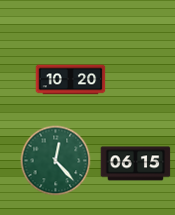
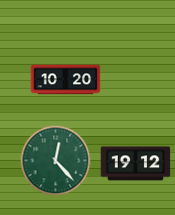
clock at (71, 80) position: (71, 80) -> (66, 80)
clock at (136, 164): 06:15 -> 19:12
